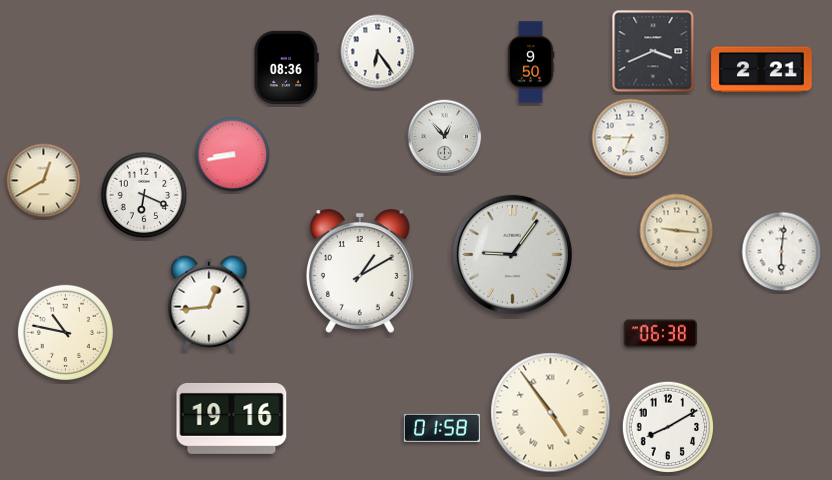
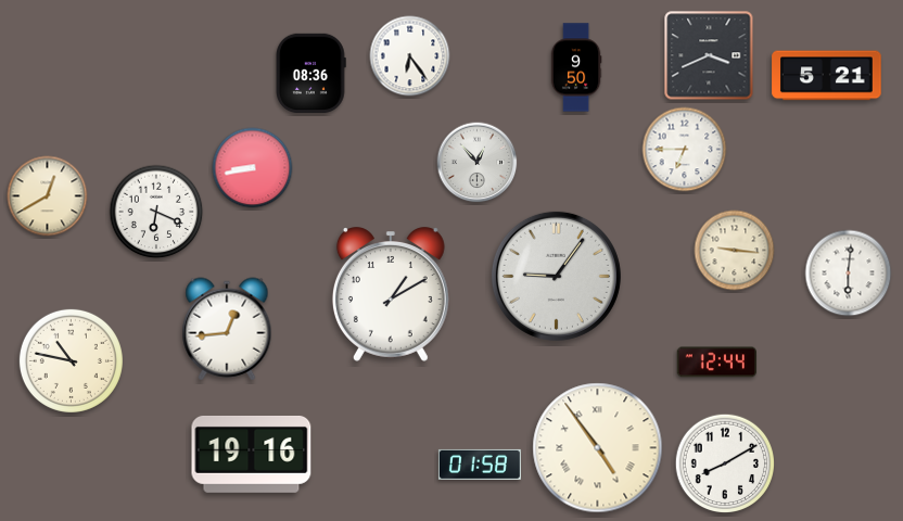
clock at (762, 70): 2:21 -> 5:21
clock at (445, 137) position: (445, 137) -> (478, 163)
clock at (660, 334): 06:38 -> 12:44
